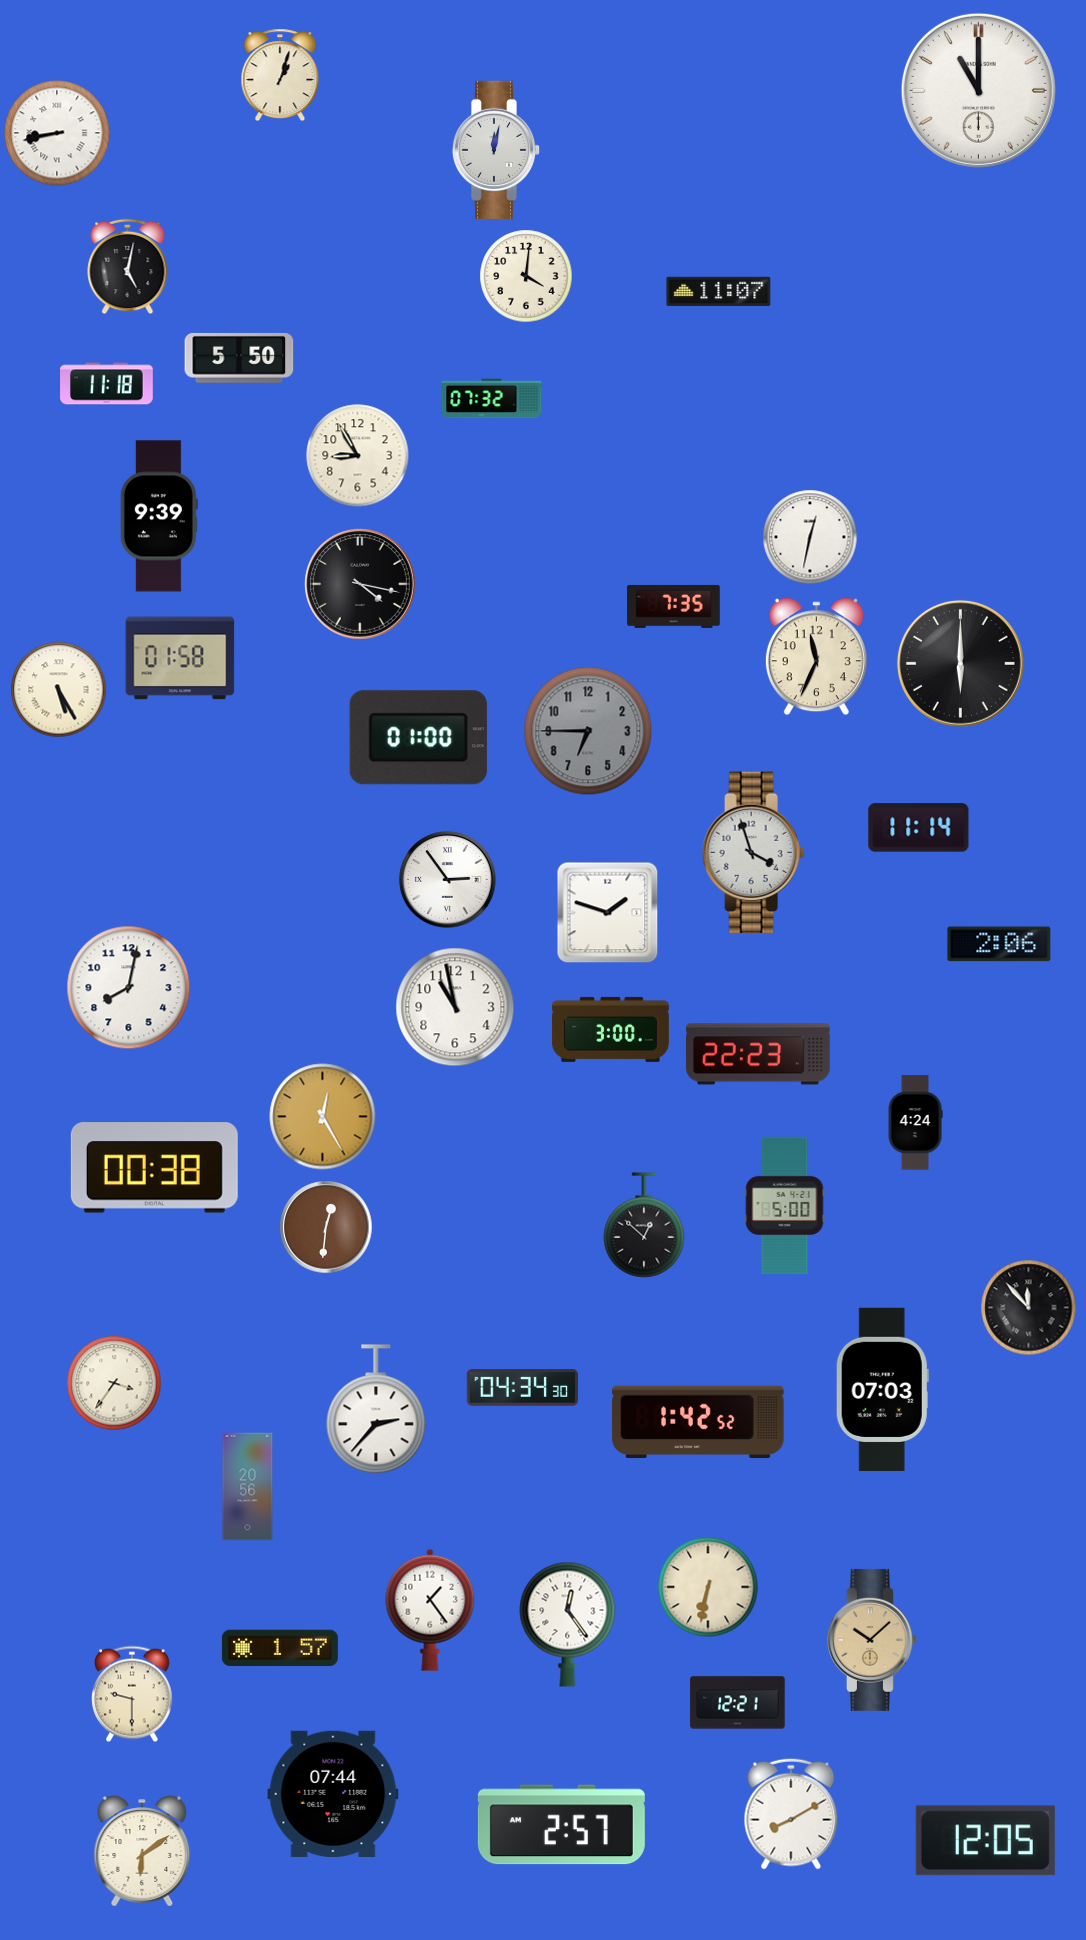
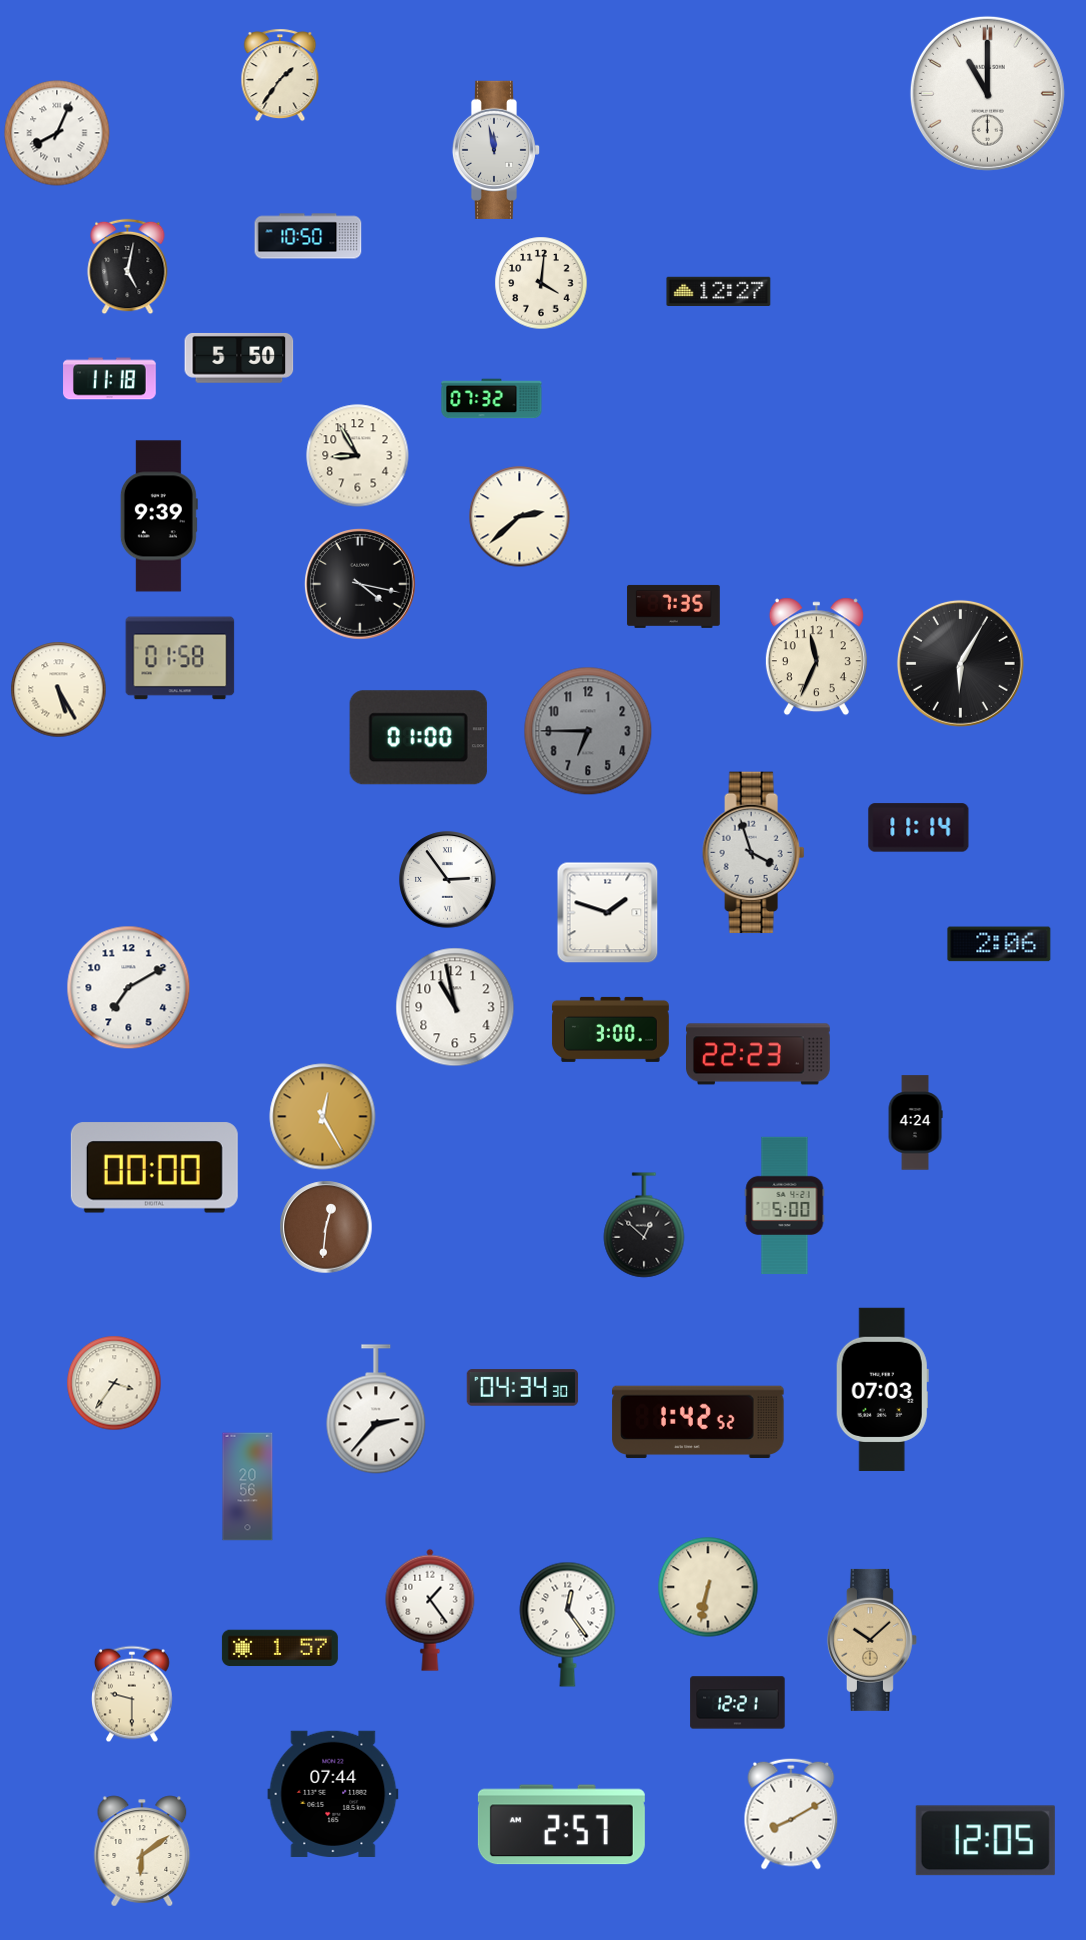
clock at (280, 75): 1:03 -> 1:36
clock at (978, 90) position: (978, 90) -> (987, 93)
clock at (57, 133): 8:43 -> 8:04
clock at (496, 150): 12:02 -> 11:58
clock at (308, 236): none -> 10:50
clock at (526, 276) position: (526, 276) -> (541, 283)
clock at (719, 291): 11:07 -> 12:27
clock at (107, 384) position: (107, 384) -> (110, 379)
clock at (520, 517): none -> 2:38
clock at (810, 537): 12:32 -> none
clock at (960, 663): 6:00 -> 6:05
clock at (129, 988): 8:02 -> 7:10
clock at (154, 1168): 00:38 -> 00:00
clock at (1029, 1308): 11:53 -> none
